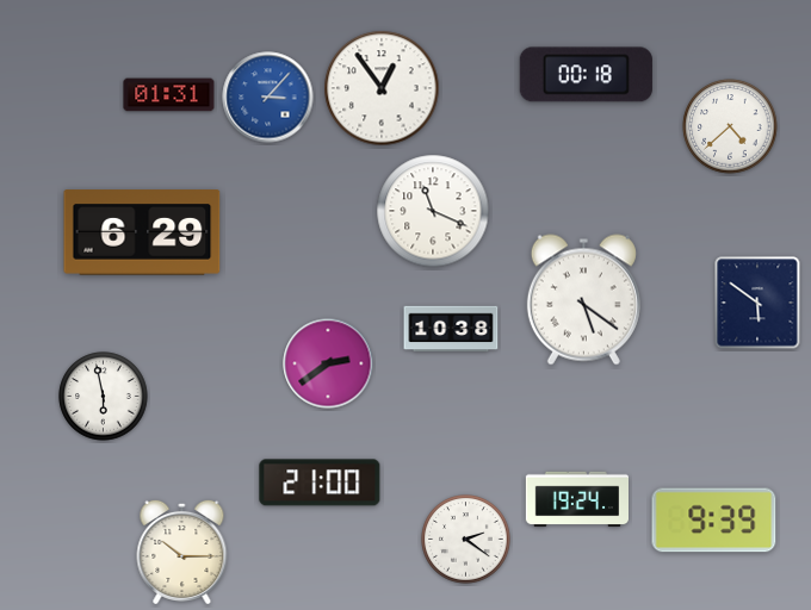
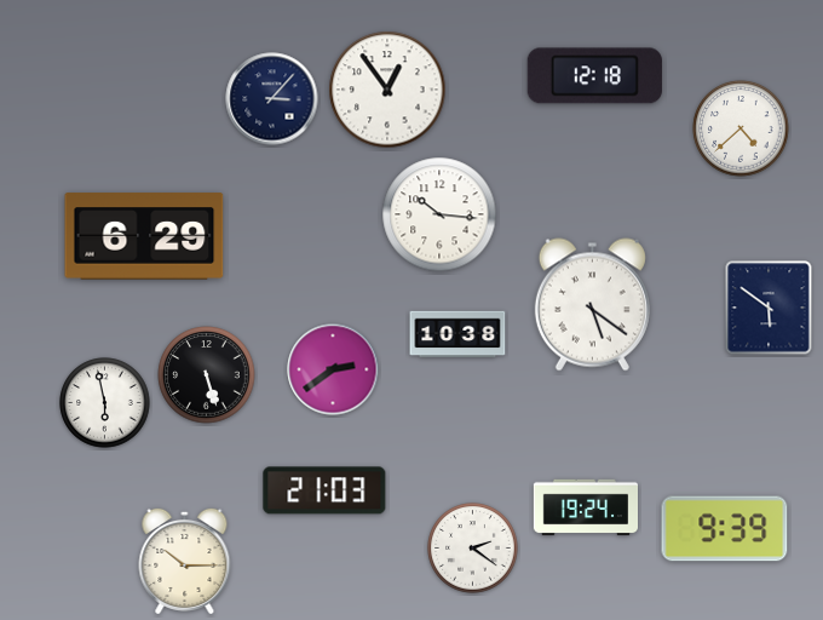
clock at (586, 75): 00:18 -> 12:18
clock at (169, 95): 01:31 -> none
clock at (268, 98) dial: blue -> navy
clock at (433, 211): 11:19 -> 10:16
clock at (207, 375): none -> 5:27
clock at (320, 483): 21:00 -> 21:03
